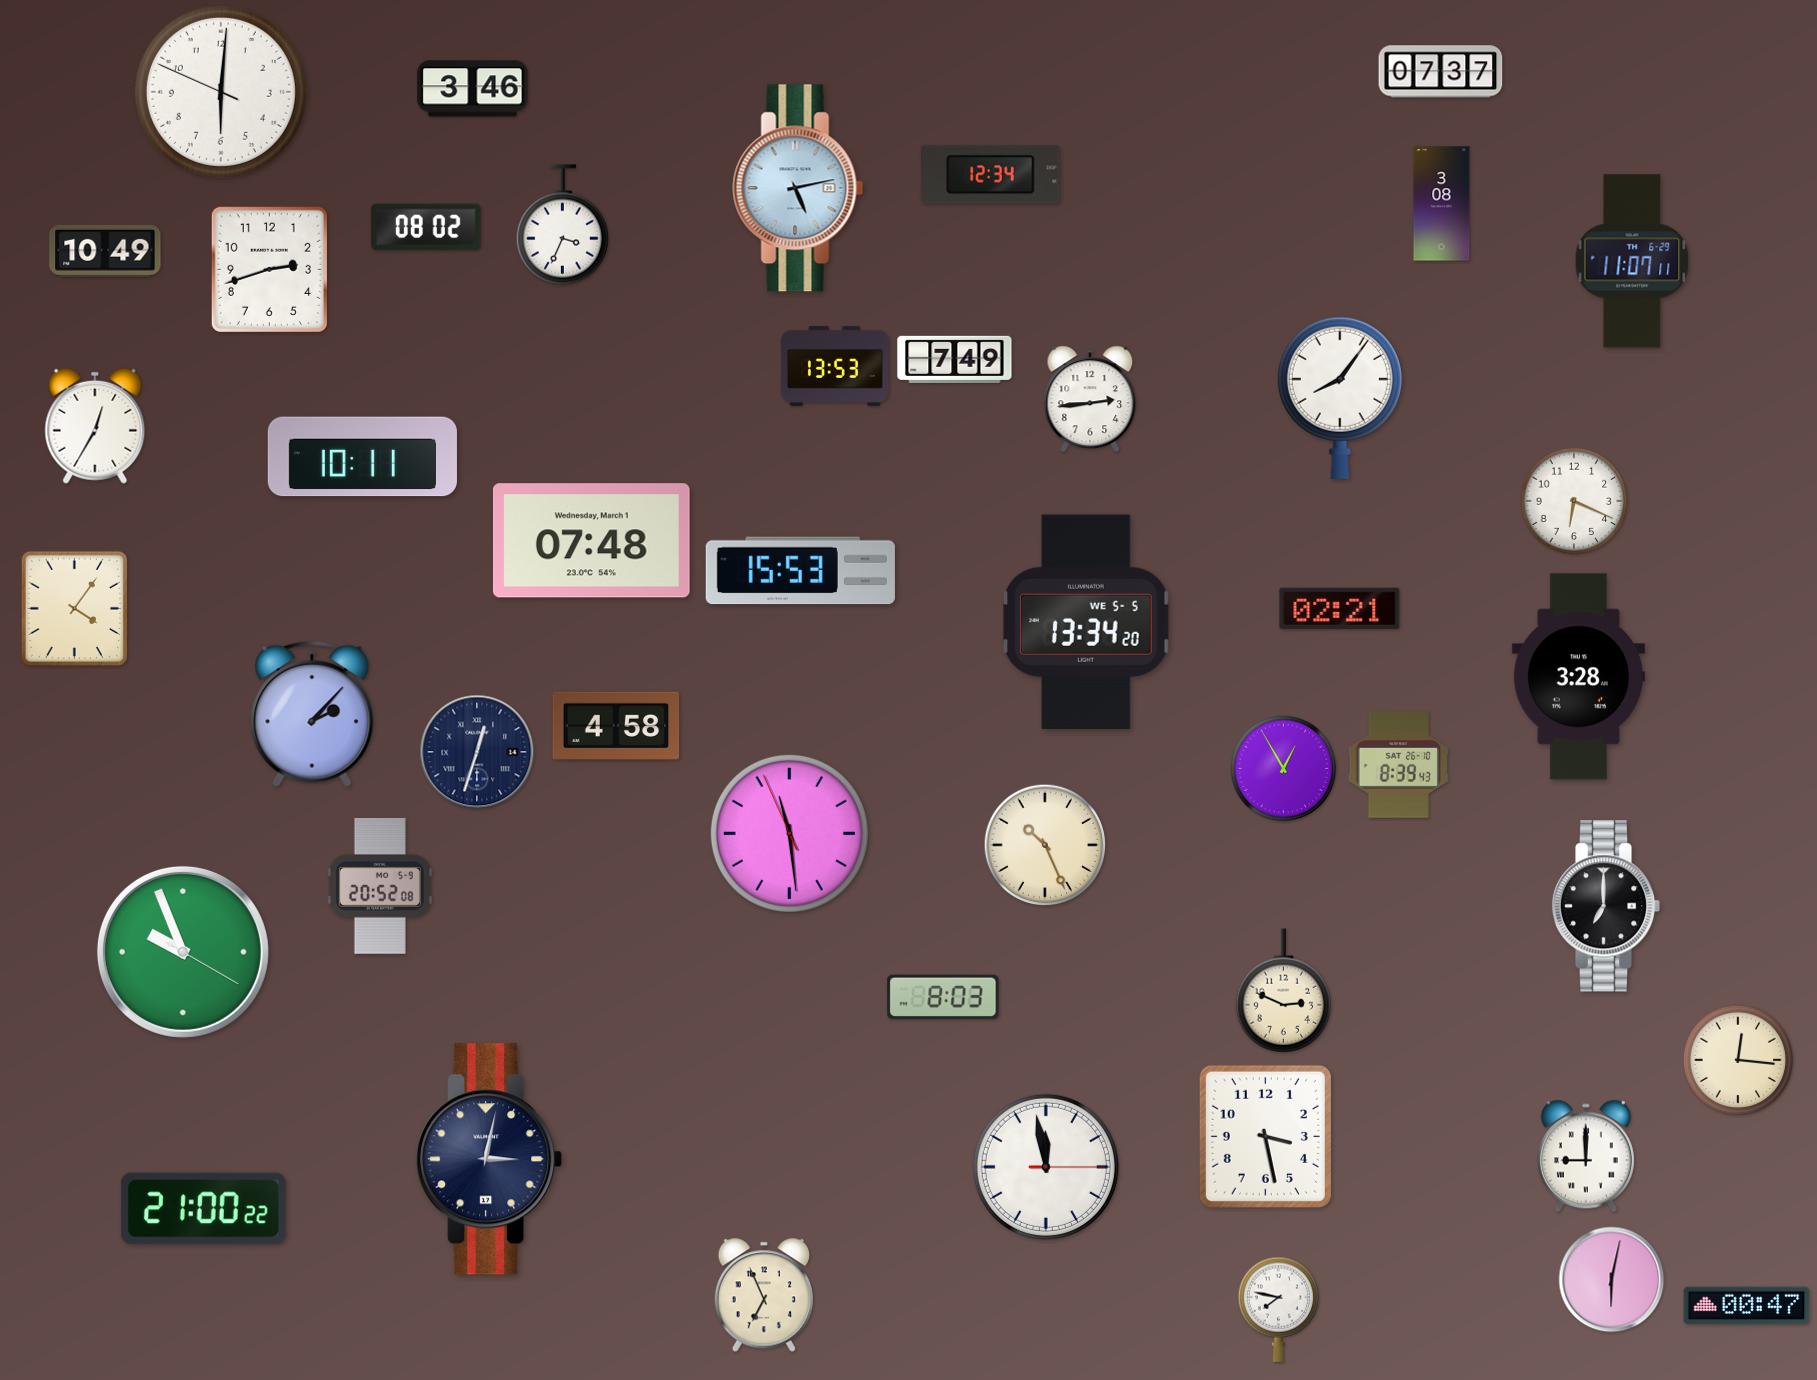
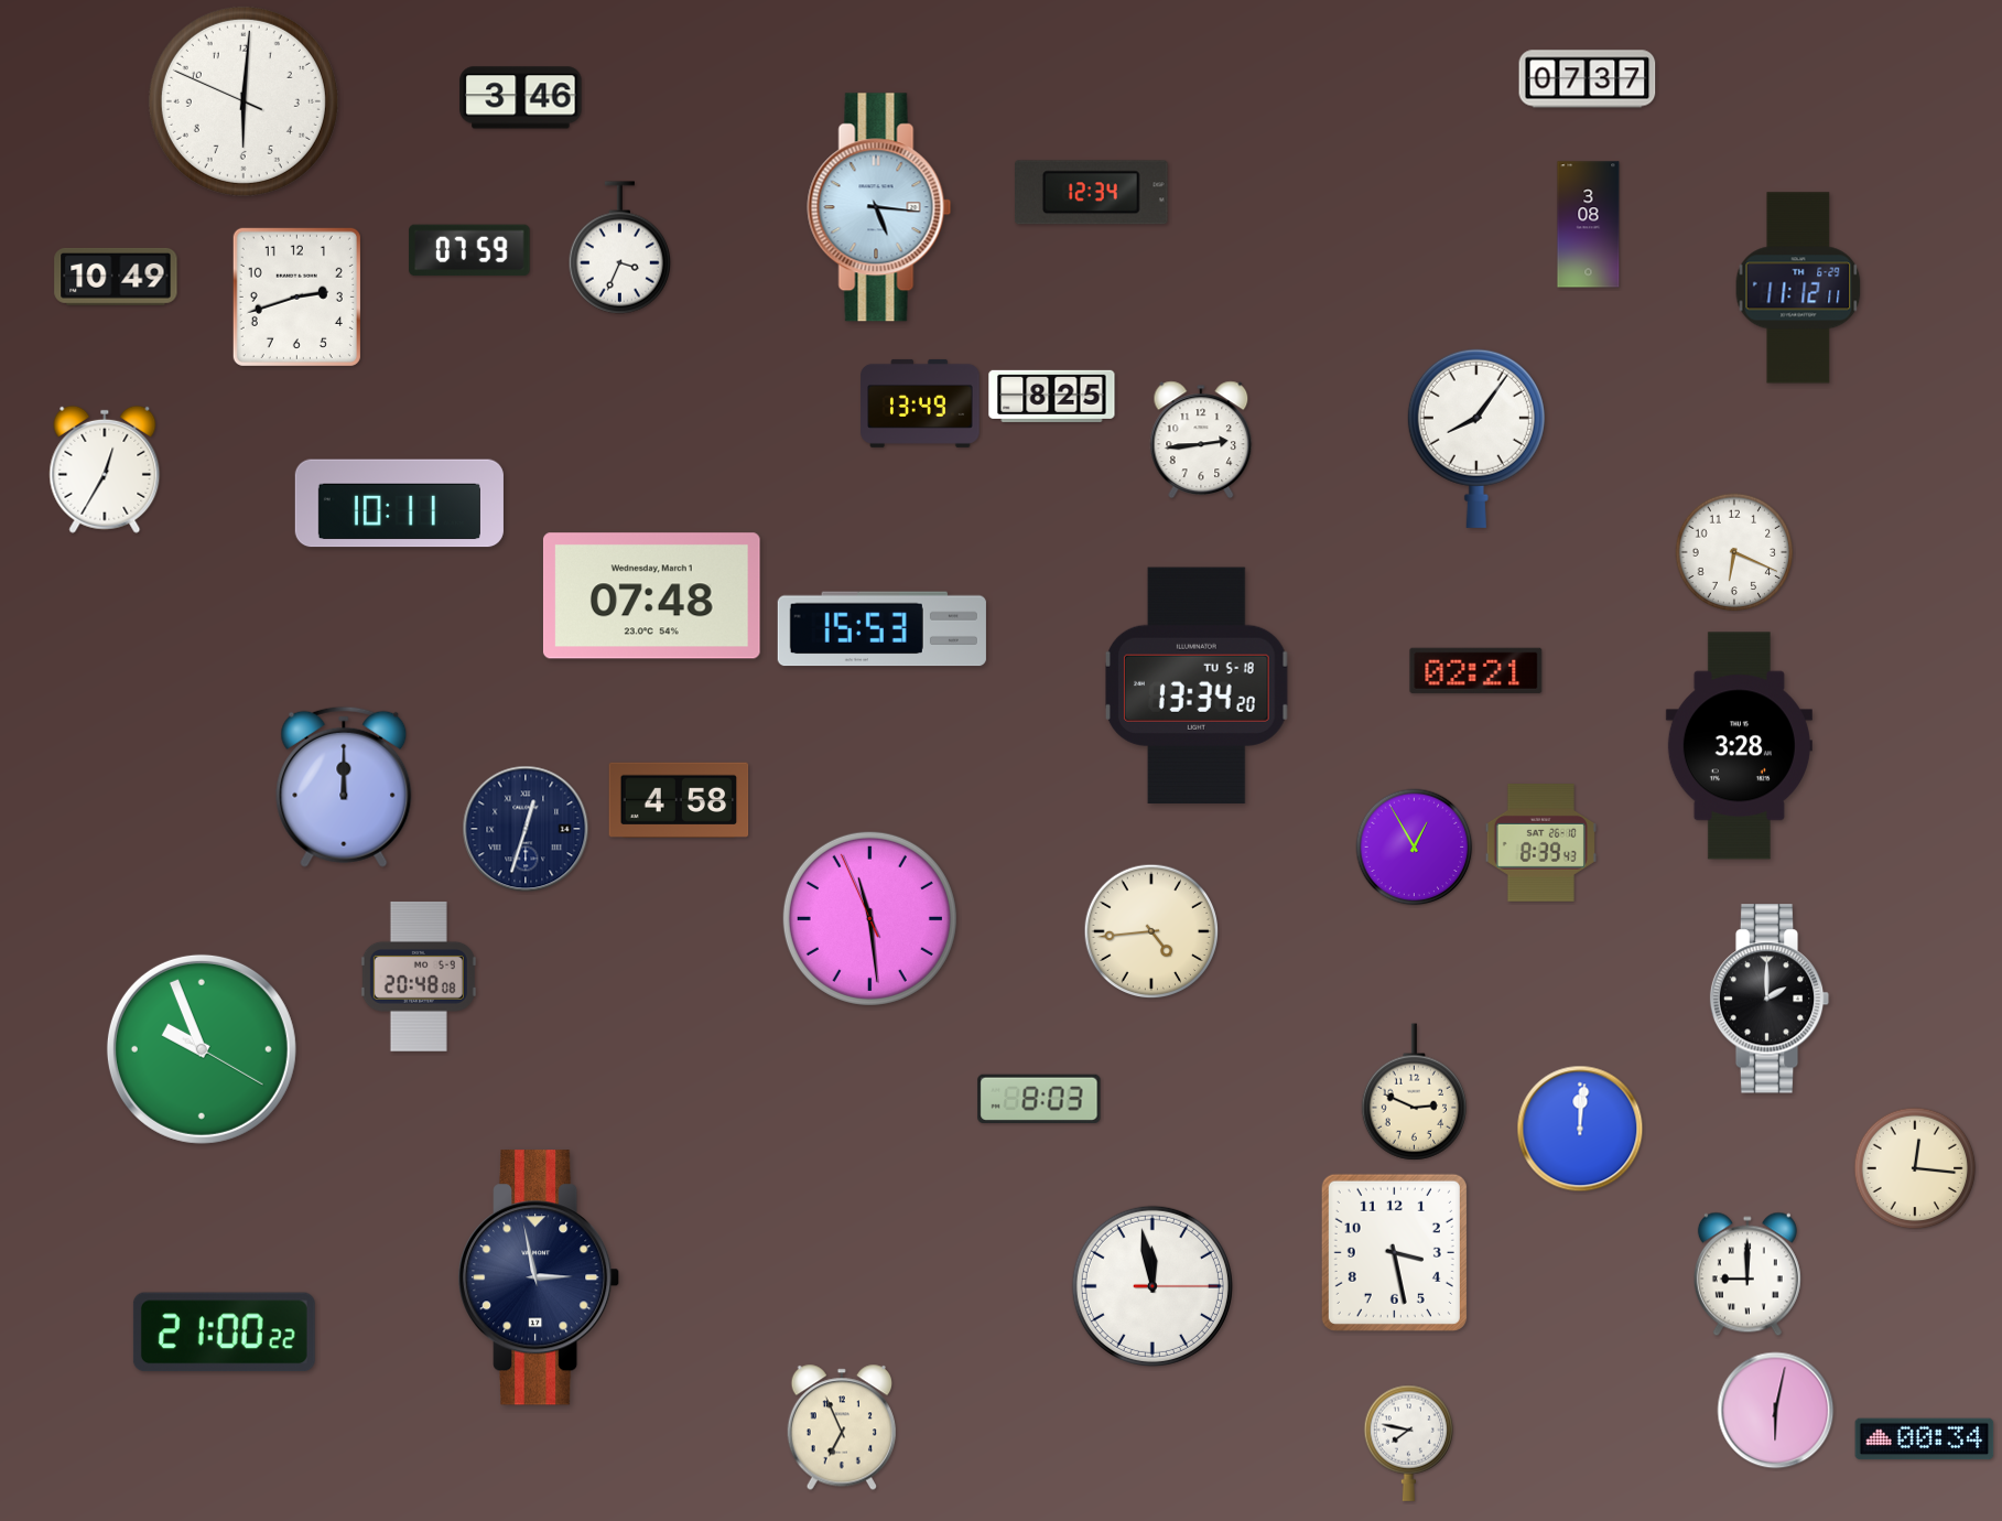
clock at (798, 188): 5:13 -> 5:16
clock at (426, 227): 08:02 -> 07:59
clock at (1632, 261): 11:07 -> 11:12
clock at (955, 359): 7:49 -> 8:25
clock at (835, 366): 13:53 -> 13:49
clock at (74, 608): 4:06 -> none
clock at (1087, 621) date: WE 5-5 -> TU 5-18
clock at (312, 714): 2:07 -> 12:00
clock at (1045, 845): 10:26 -> 4:44
clock at (380, 886): 20:52 -> 20:48
clock at (1606, 906): 7:00 -> 2:00
clock at (1580, 1129): none -> 12:01
clock at (490, 1159): 3:02 -> 2:58
clock at (1747, 1306): 00:47 -> 00:34
